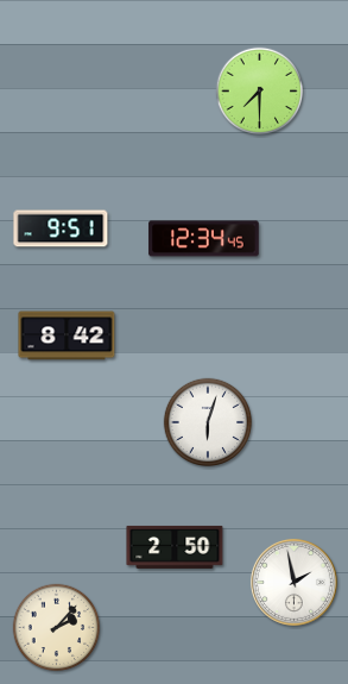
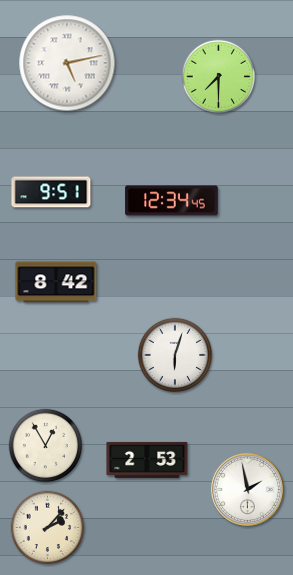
clock at (67, 63): none -> 5:13
clock at (46, 446): none -> 12:55
clock at (175, 547): 2:50 -> 2:53
